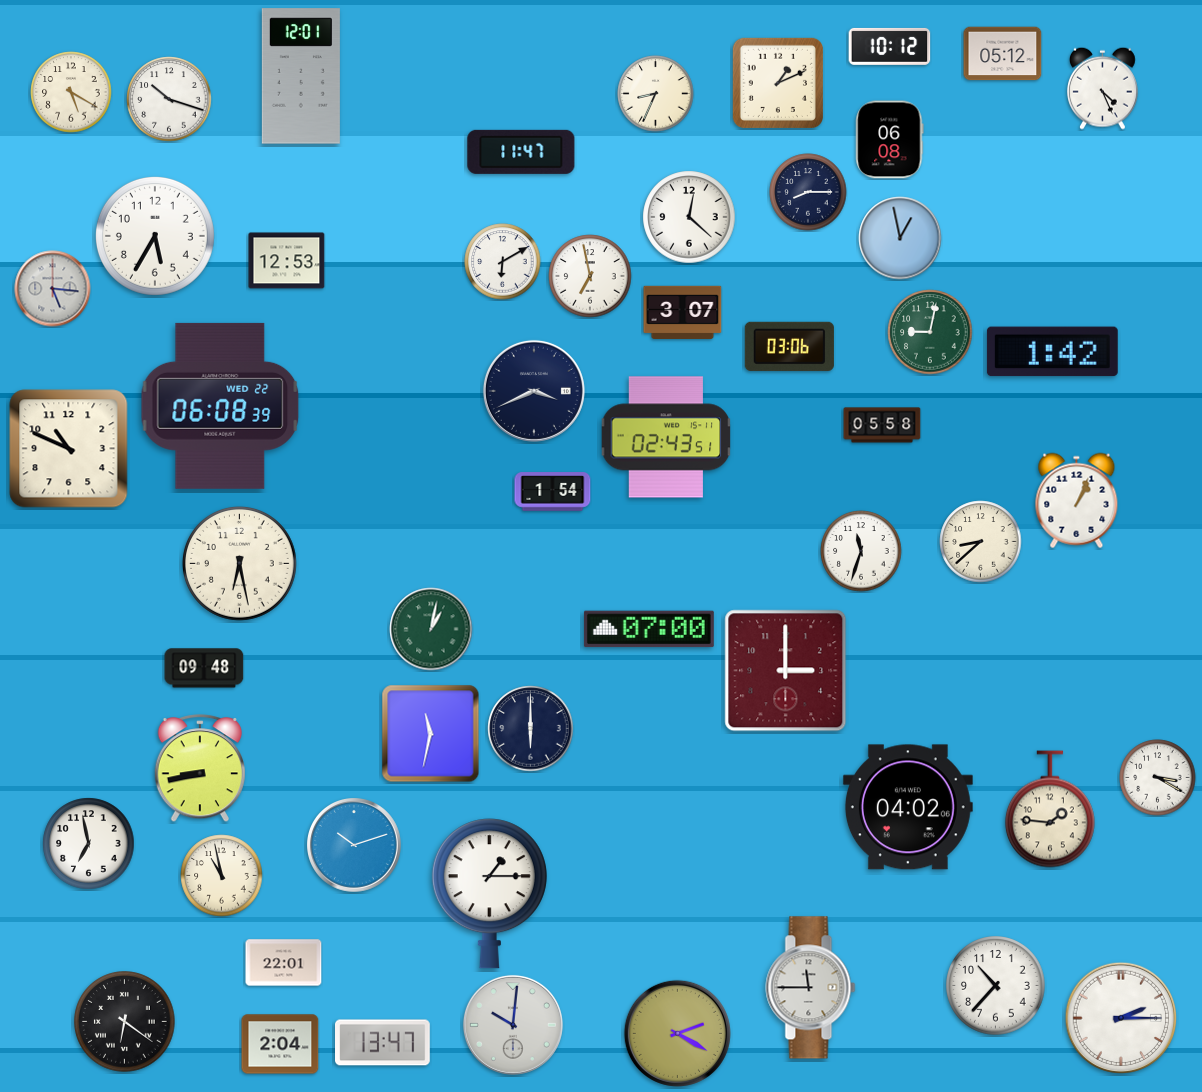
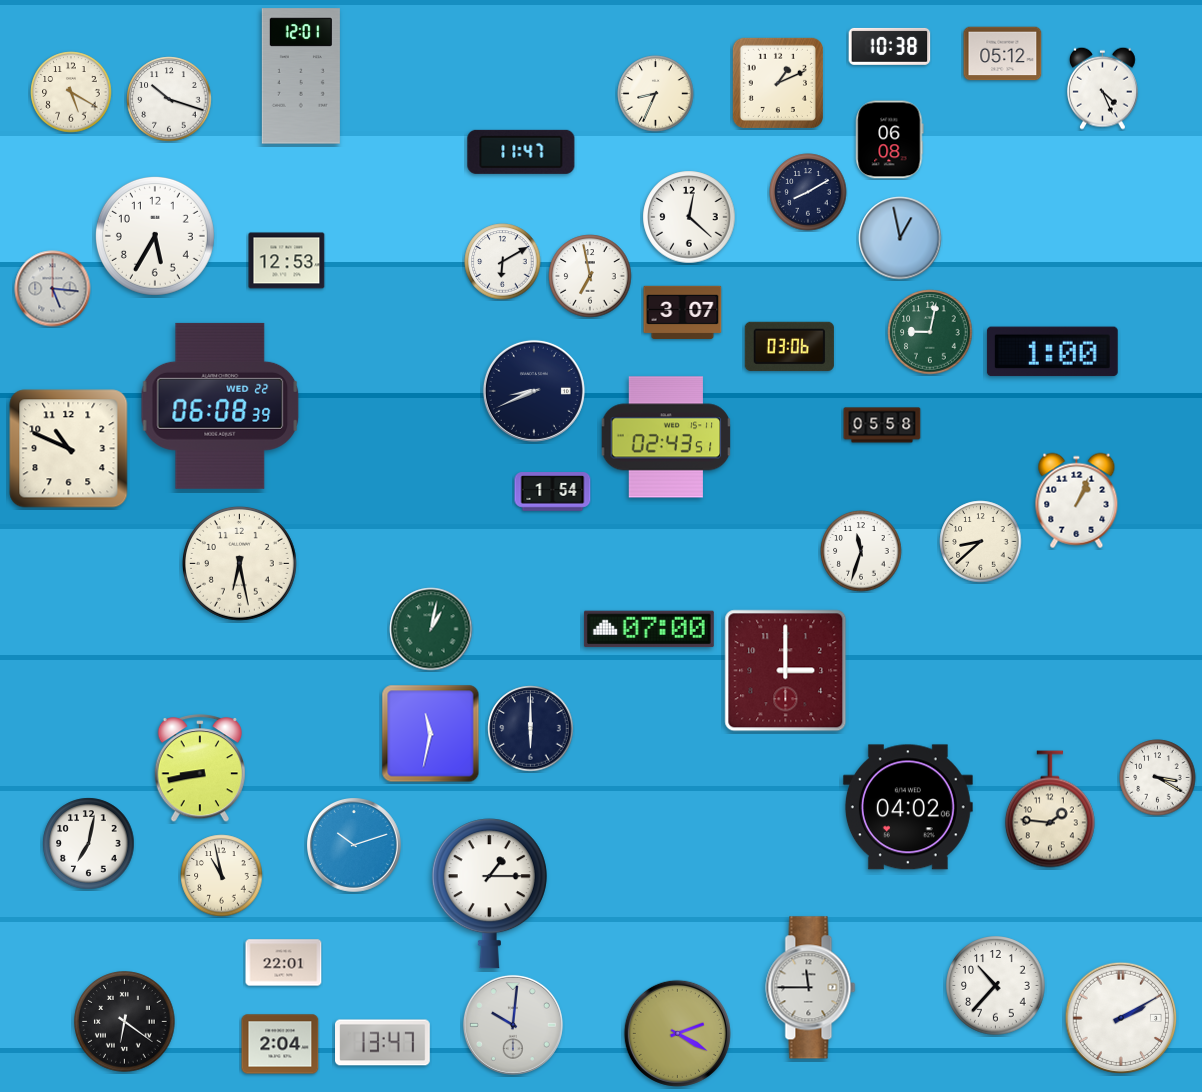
clock at (890, 46): 10:12 -> 10:38
clock at (808, 192): 8:15 -> 8:10
clock at (1052, 352): 1:42 -> 1:00
clock at (534, 391): 3:41 -> 8:41
clock at (204, 668): 09:48 -> none
clock at (89, 844): 6:58 -> 7:02
clock at (1120, 1017): 2:15 -> 2:10
